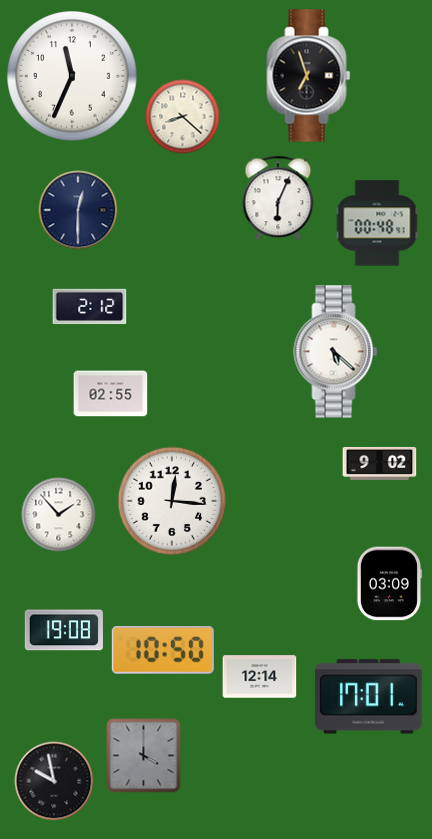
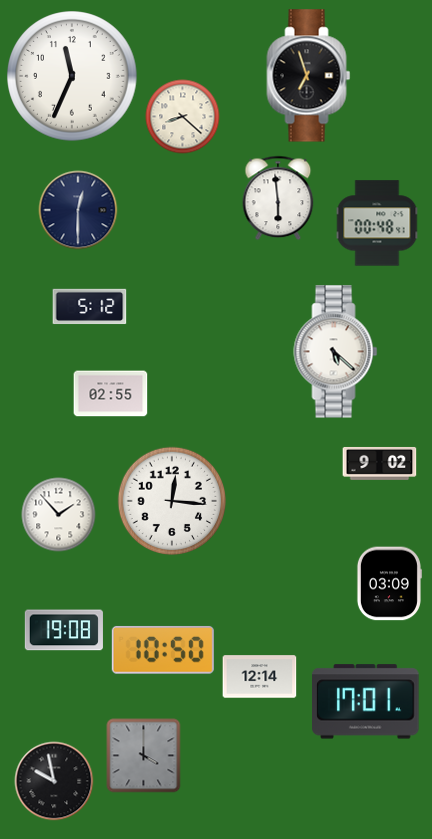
clock at (278, 198): 6:04 -> 5:59
clock at (90, 307): 2:12 -> 5:12
clock at (369, 697) position: (369, 697) -> (366, 702)
